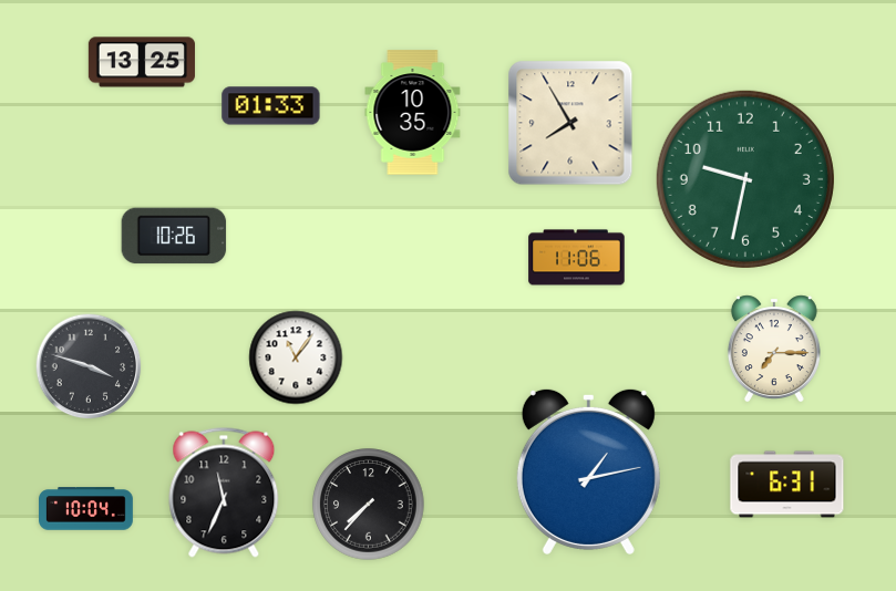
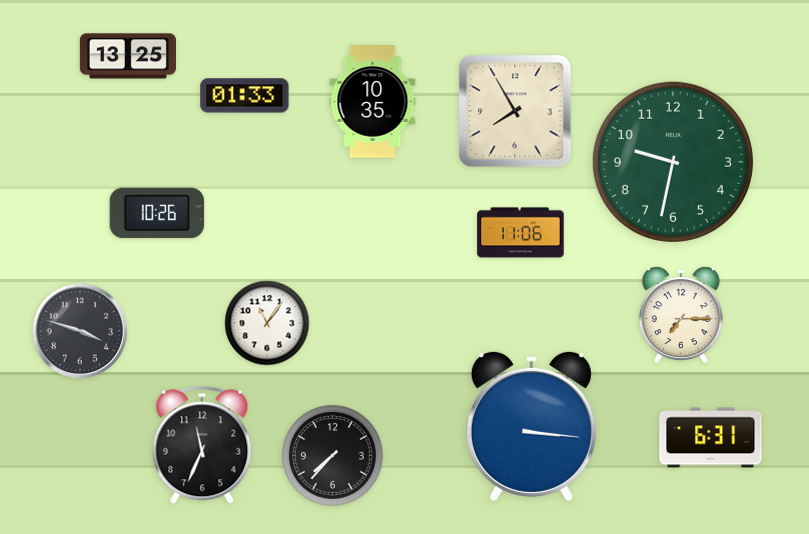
clock at (774, 348) position: (774, 348) -> (681, 314)
clock at (588, 471): 1:13 -> 3:16
clock at (86, 509): 10:04 -> none
